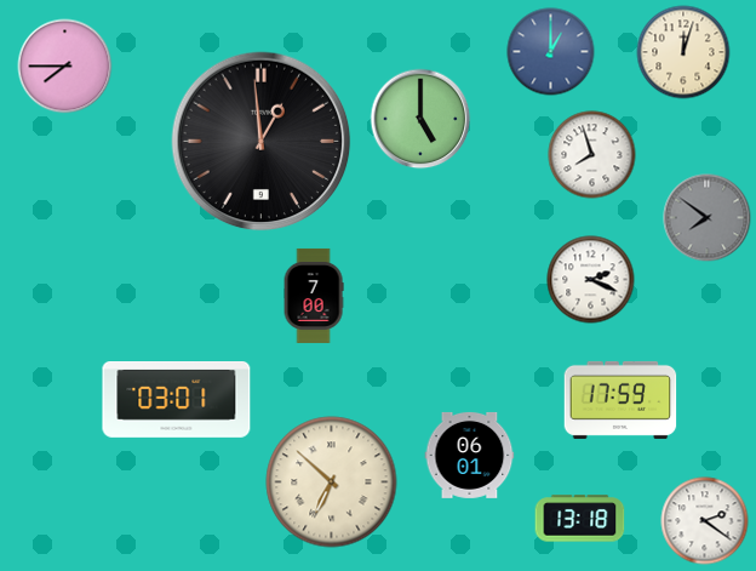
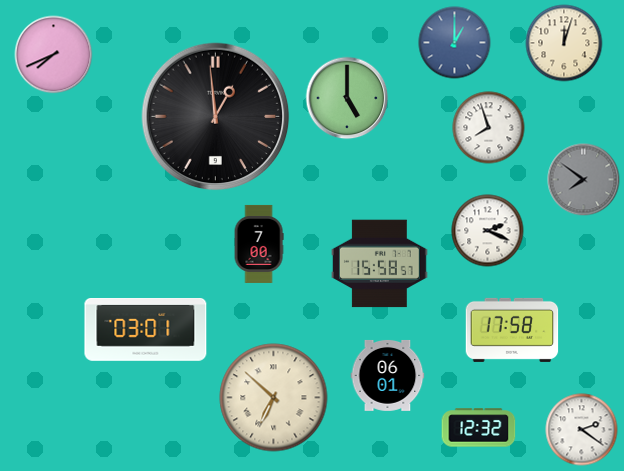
clock at (65, 67): 7:45 -> 7:41
clock at (379, 264): none -> 15:58
clock at (620, 400): 17:59 -> 17:58
clock at (580, 519): 13:18 -> 12:32
